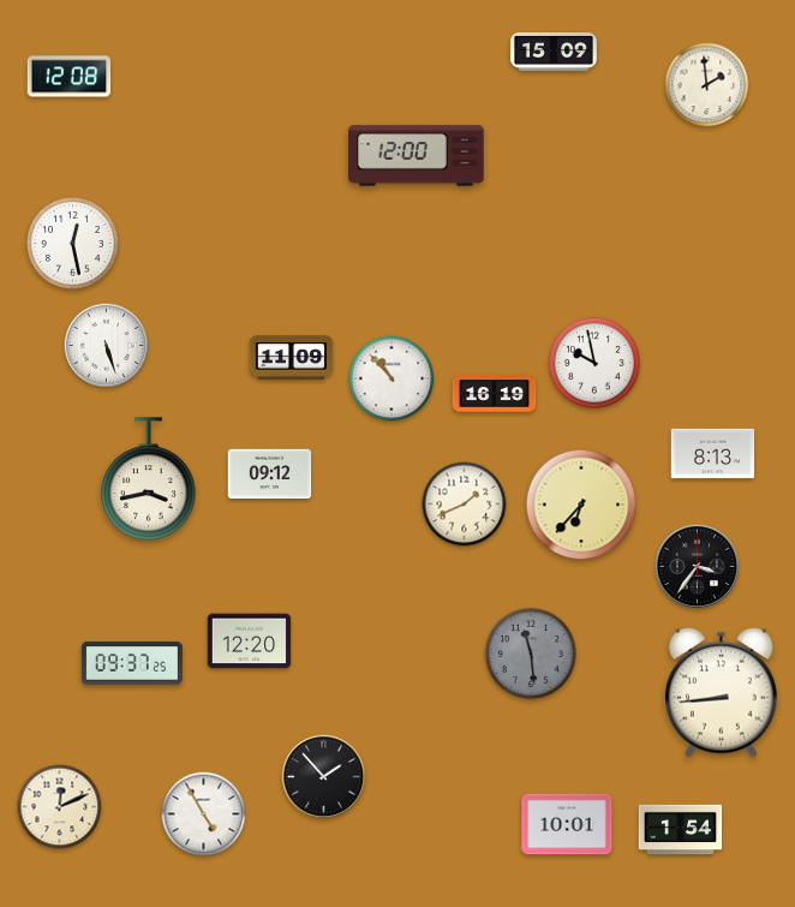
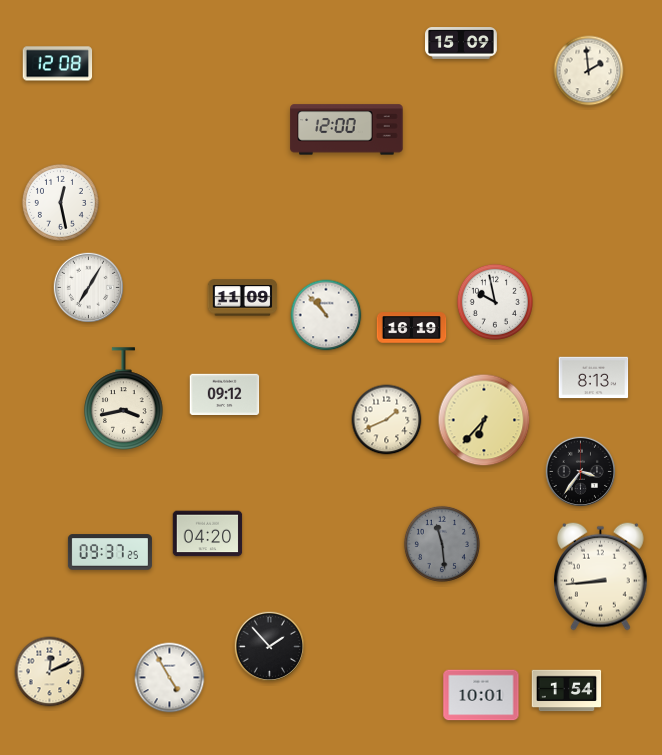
clock at (106, 345): 5:27 -> 7:05
clock at (250, 642): 12:20 -> 04:20
clock at (567, 824) position: (567, 824) -> (481, 695)
